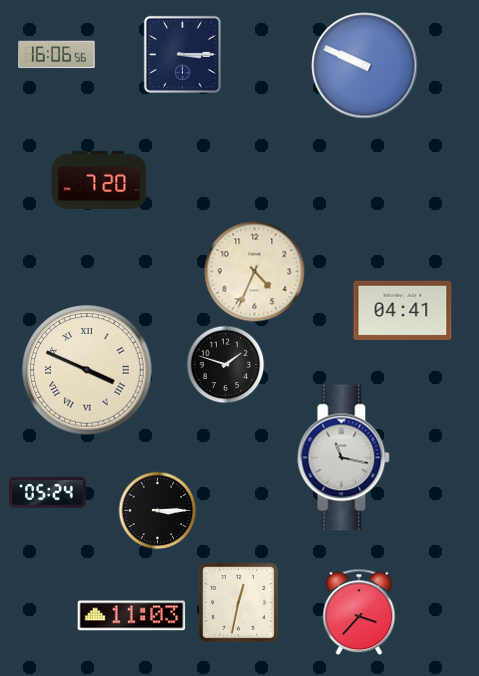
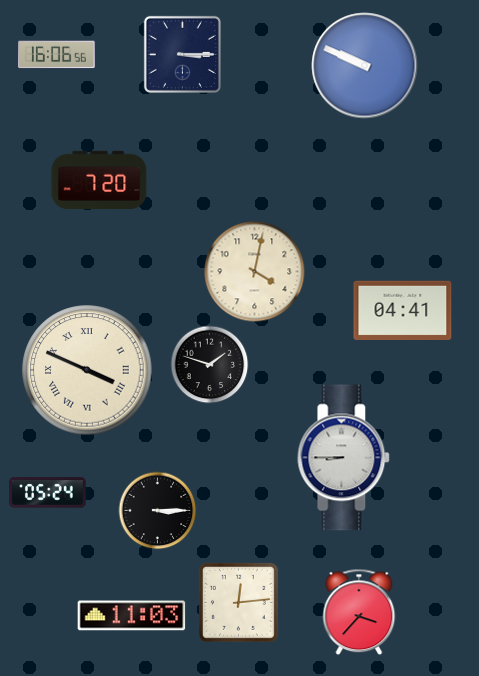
clock at (255, 272): 4:34 -> 4:02
clock at (225, 364) position: (225, 364) -> (209, 364)
clock at (344, 458): 11:17 -> 8:45
clock at (238, 602): 12:32 -> 12:14
